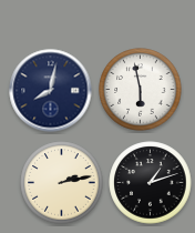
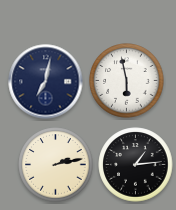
clock at (51, 91): 8:02 -> 7:02
clock at (151, 183): 1:12 -> 1:14
